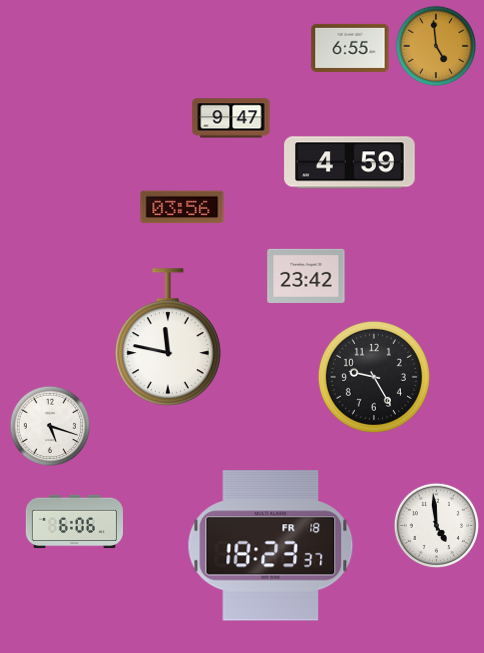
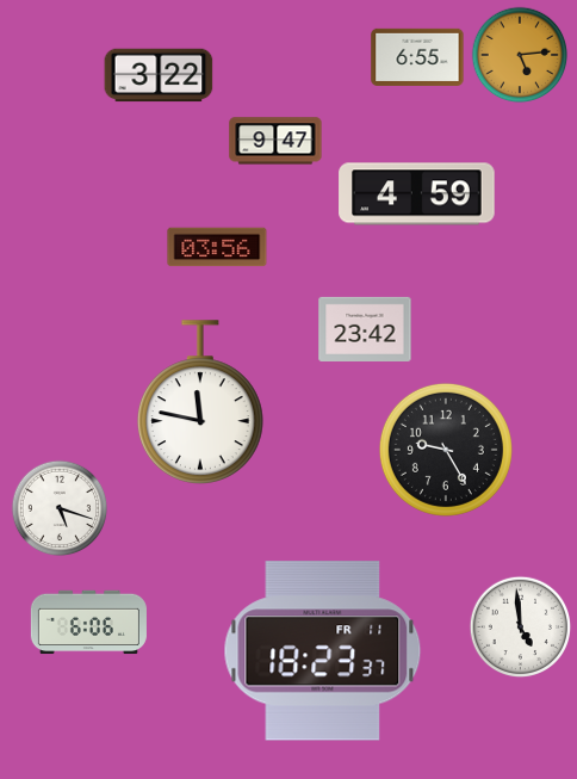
clock at (436, 46): 4:59 -> 5:14
clock at (159, 75): none -> 3:22
clock at (271, 546) date: FR 18 -> FR 11
